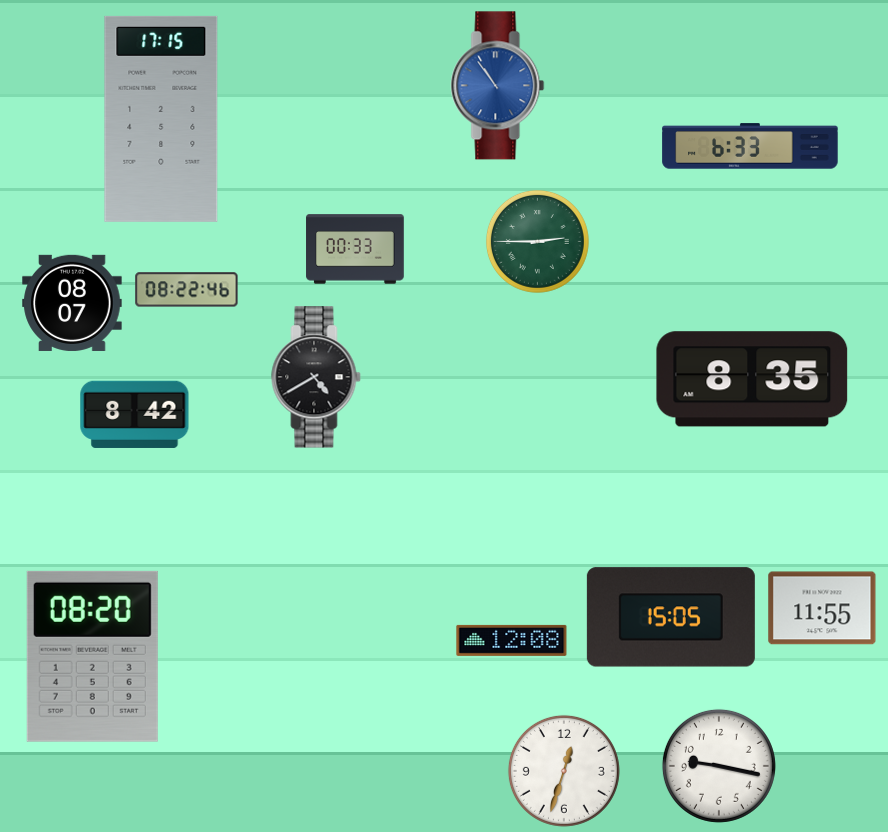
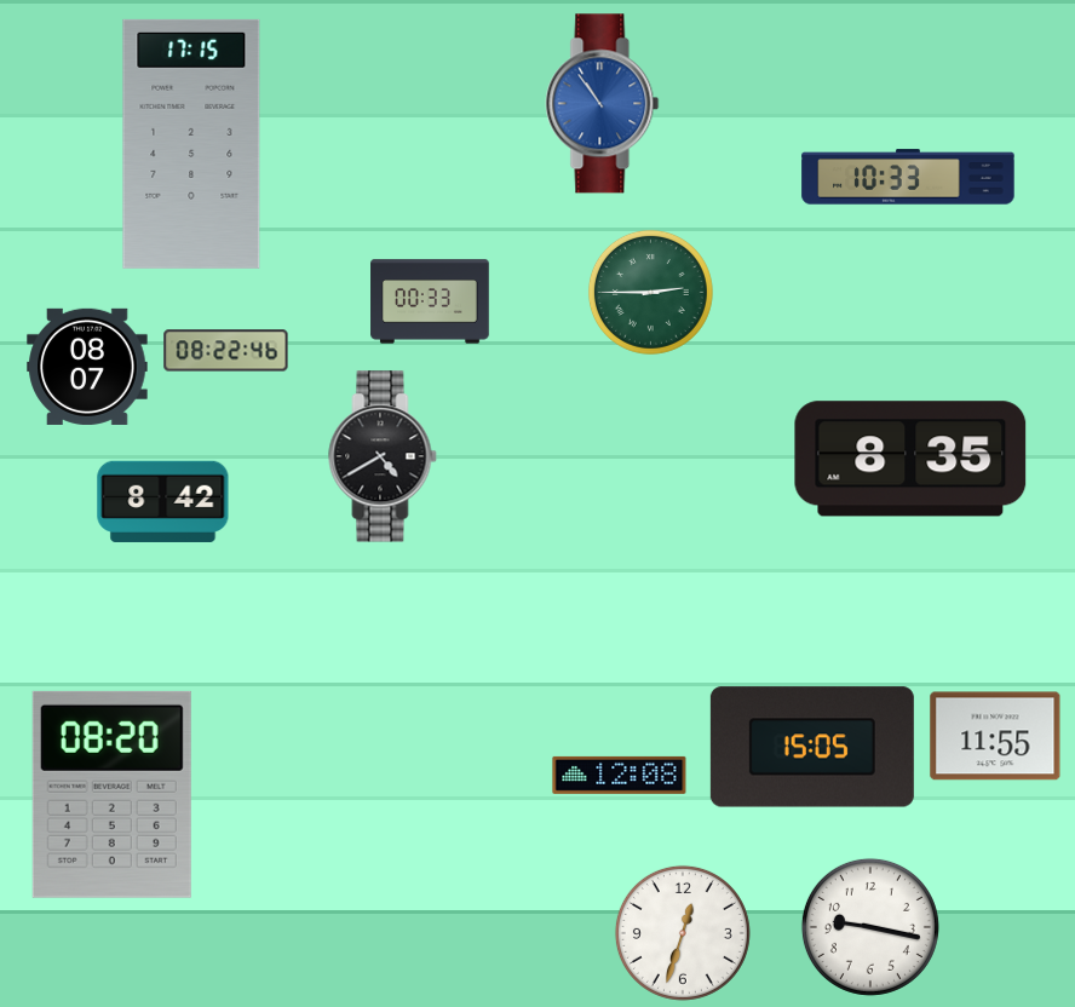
clock at (161, 119) position: (161, 119) -> (191, 144)
clock at (750, 146): 6:33 -> 10:33
